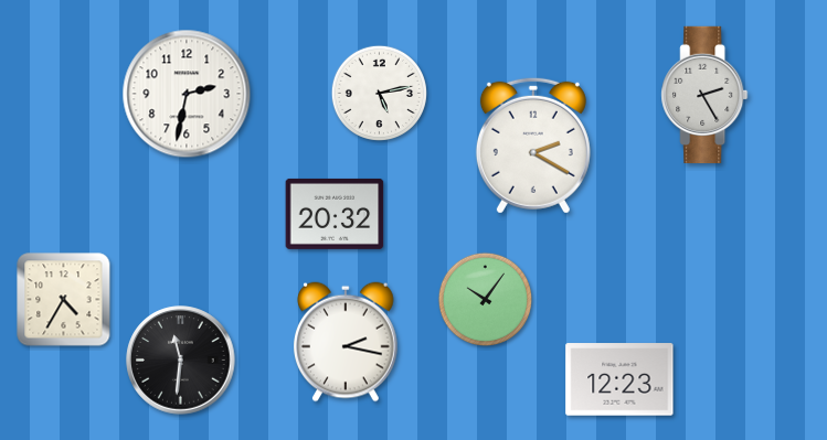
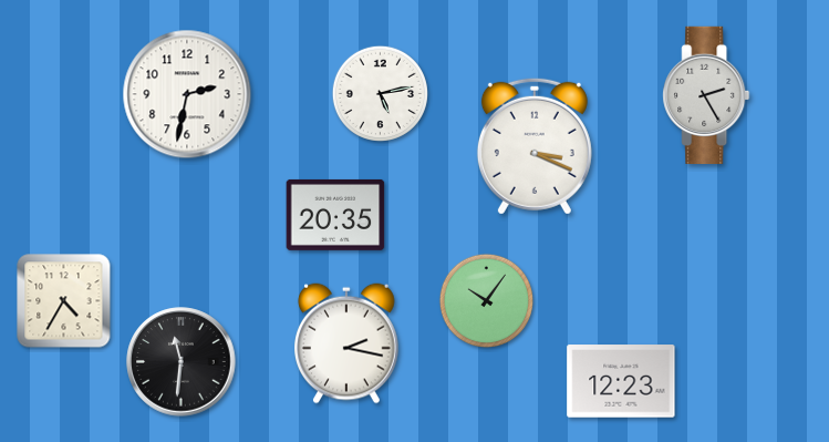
clock at (533, 146): 2:20 -> 3:19
clock at (335, 214): 20:32 -> 20:35
